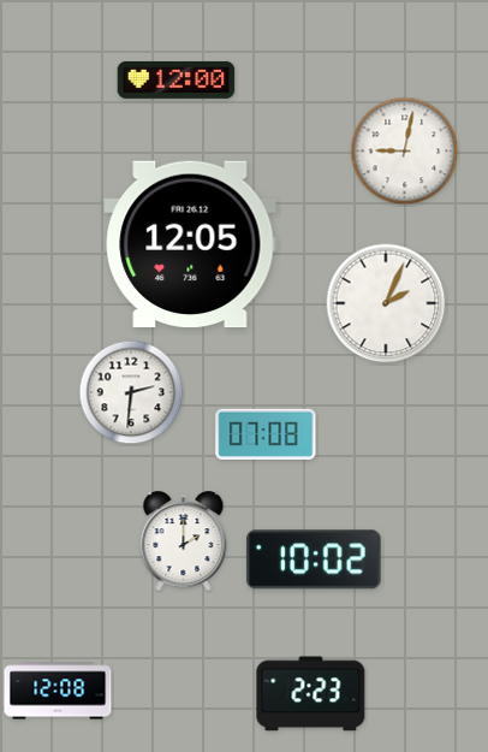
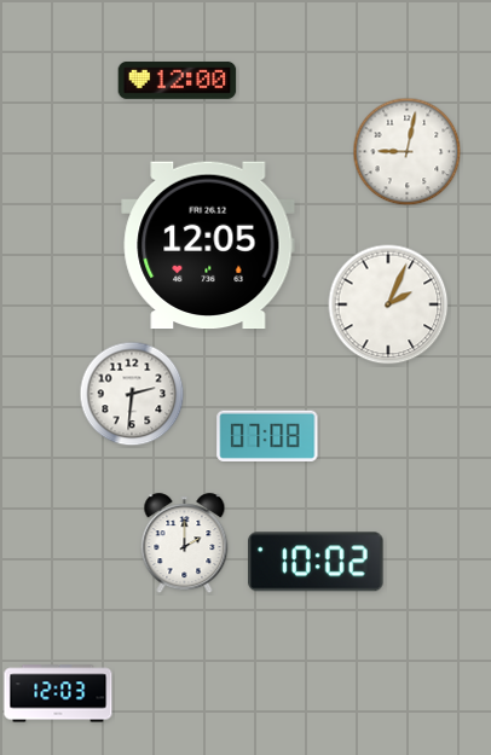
clock at (190, 244) position: (190, 244) -> (208, 245)
clock at (58, 691): 12:08 -> 12:03
clock at (311, 694): 2:23 -> none
